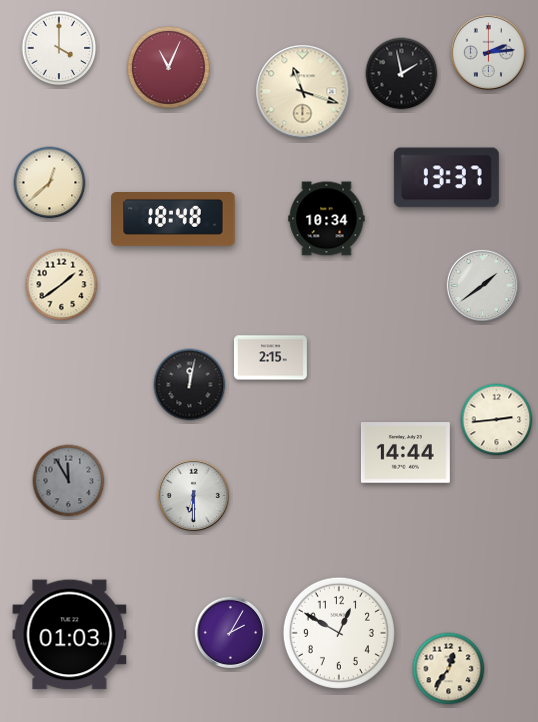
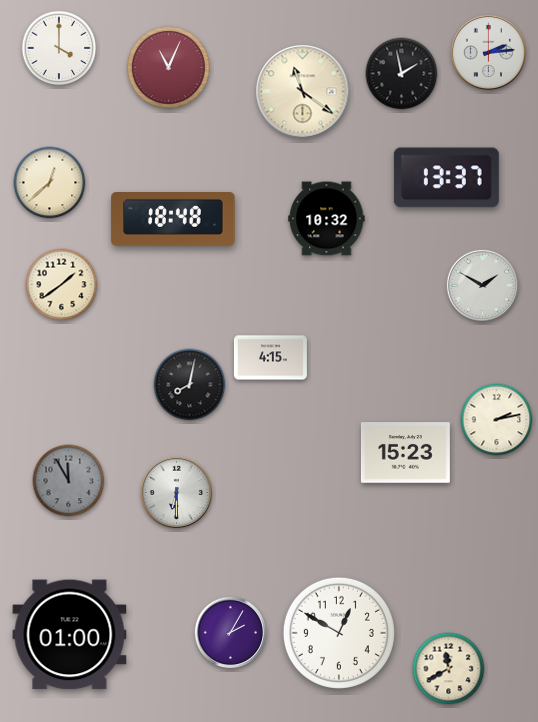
clock at (303, 92): 11:18 -> 11:21
clock at (327, 219): 10:34 -> 10:32
clock at (482, 285): 1:39 -> 1:50
clock at (270, 358): 2:15 -> 4:15
clock at (190, 385): 12:02 -> 8:02
clock at (497, 420): 2:44 -> 2:13
clock at (405, 453): 14:44 -> 15:23
clock at (193, 495) position: (193, 495) -> (176, 492)
clock at (70, 635): 01:03 -> 01:00
clock at (449, 669): 12:36 -> 11:40
